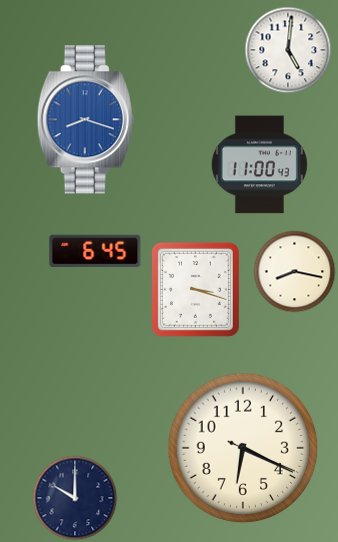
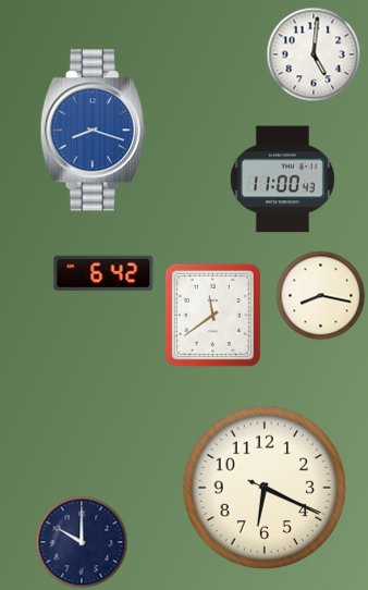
clock at (95, 251): 6:45 -> 6:42
clock at (195, 289): 3:18 -> 11:39
